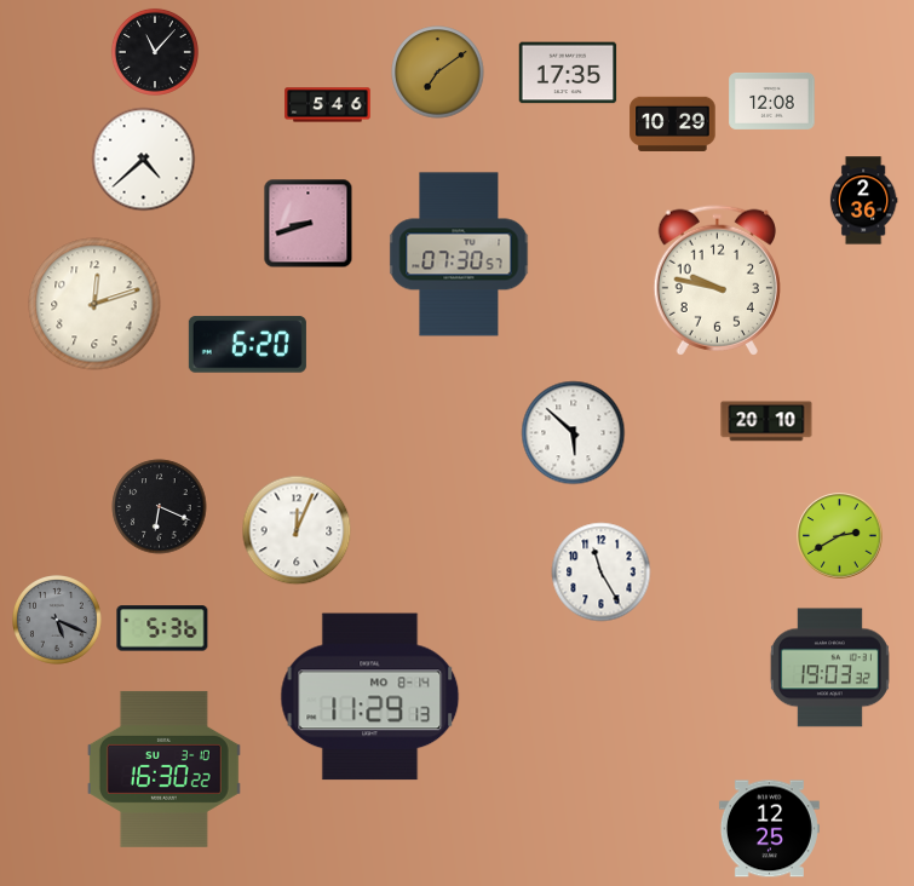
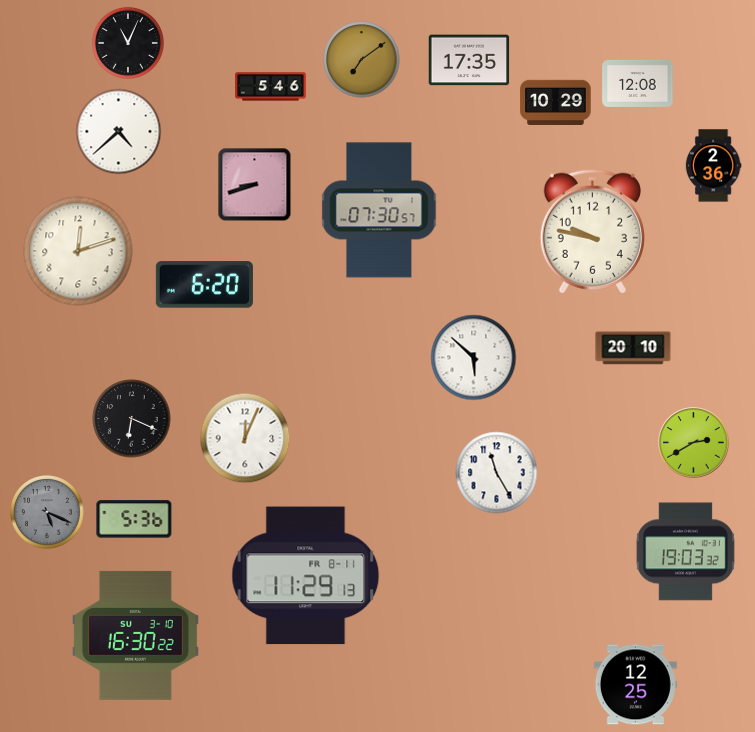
clock at (155, 52): 11:07 -> 11:04
clock at (370, 697) date: MO 8-14 -> FR 8-11
